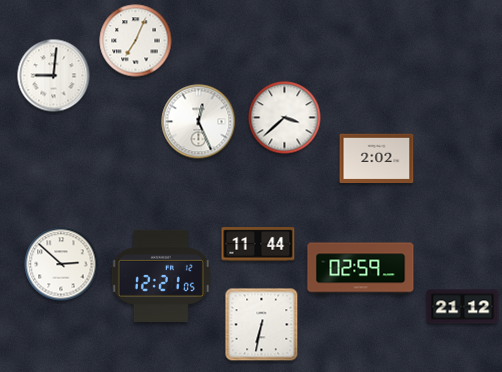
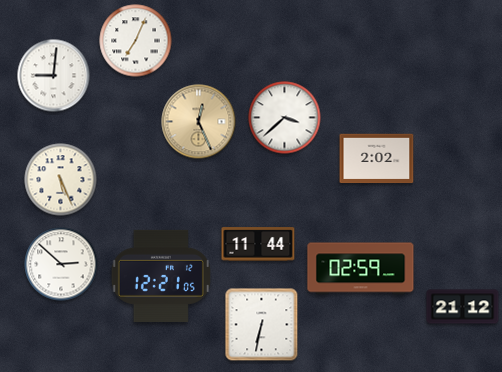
clock at (199, 122) dial: white -> champagne
clock at (61, 180): none -> 5:26
